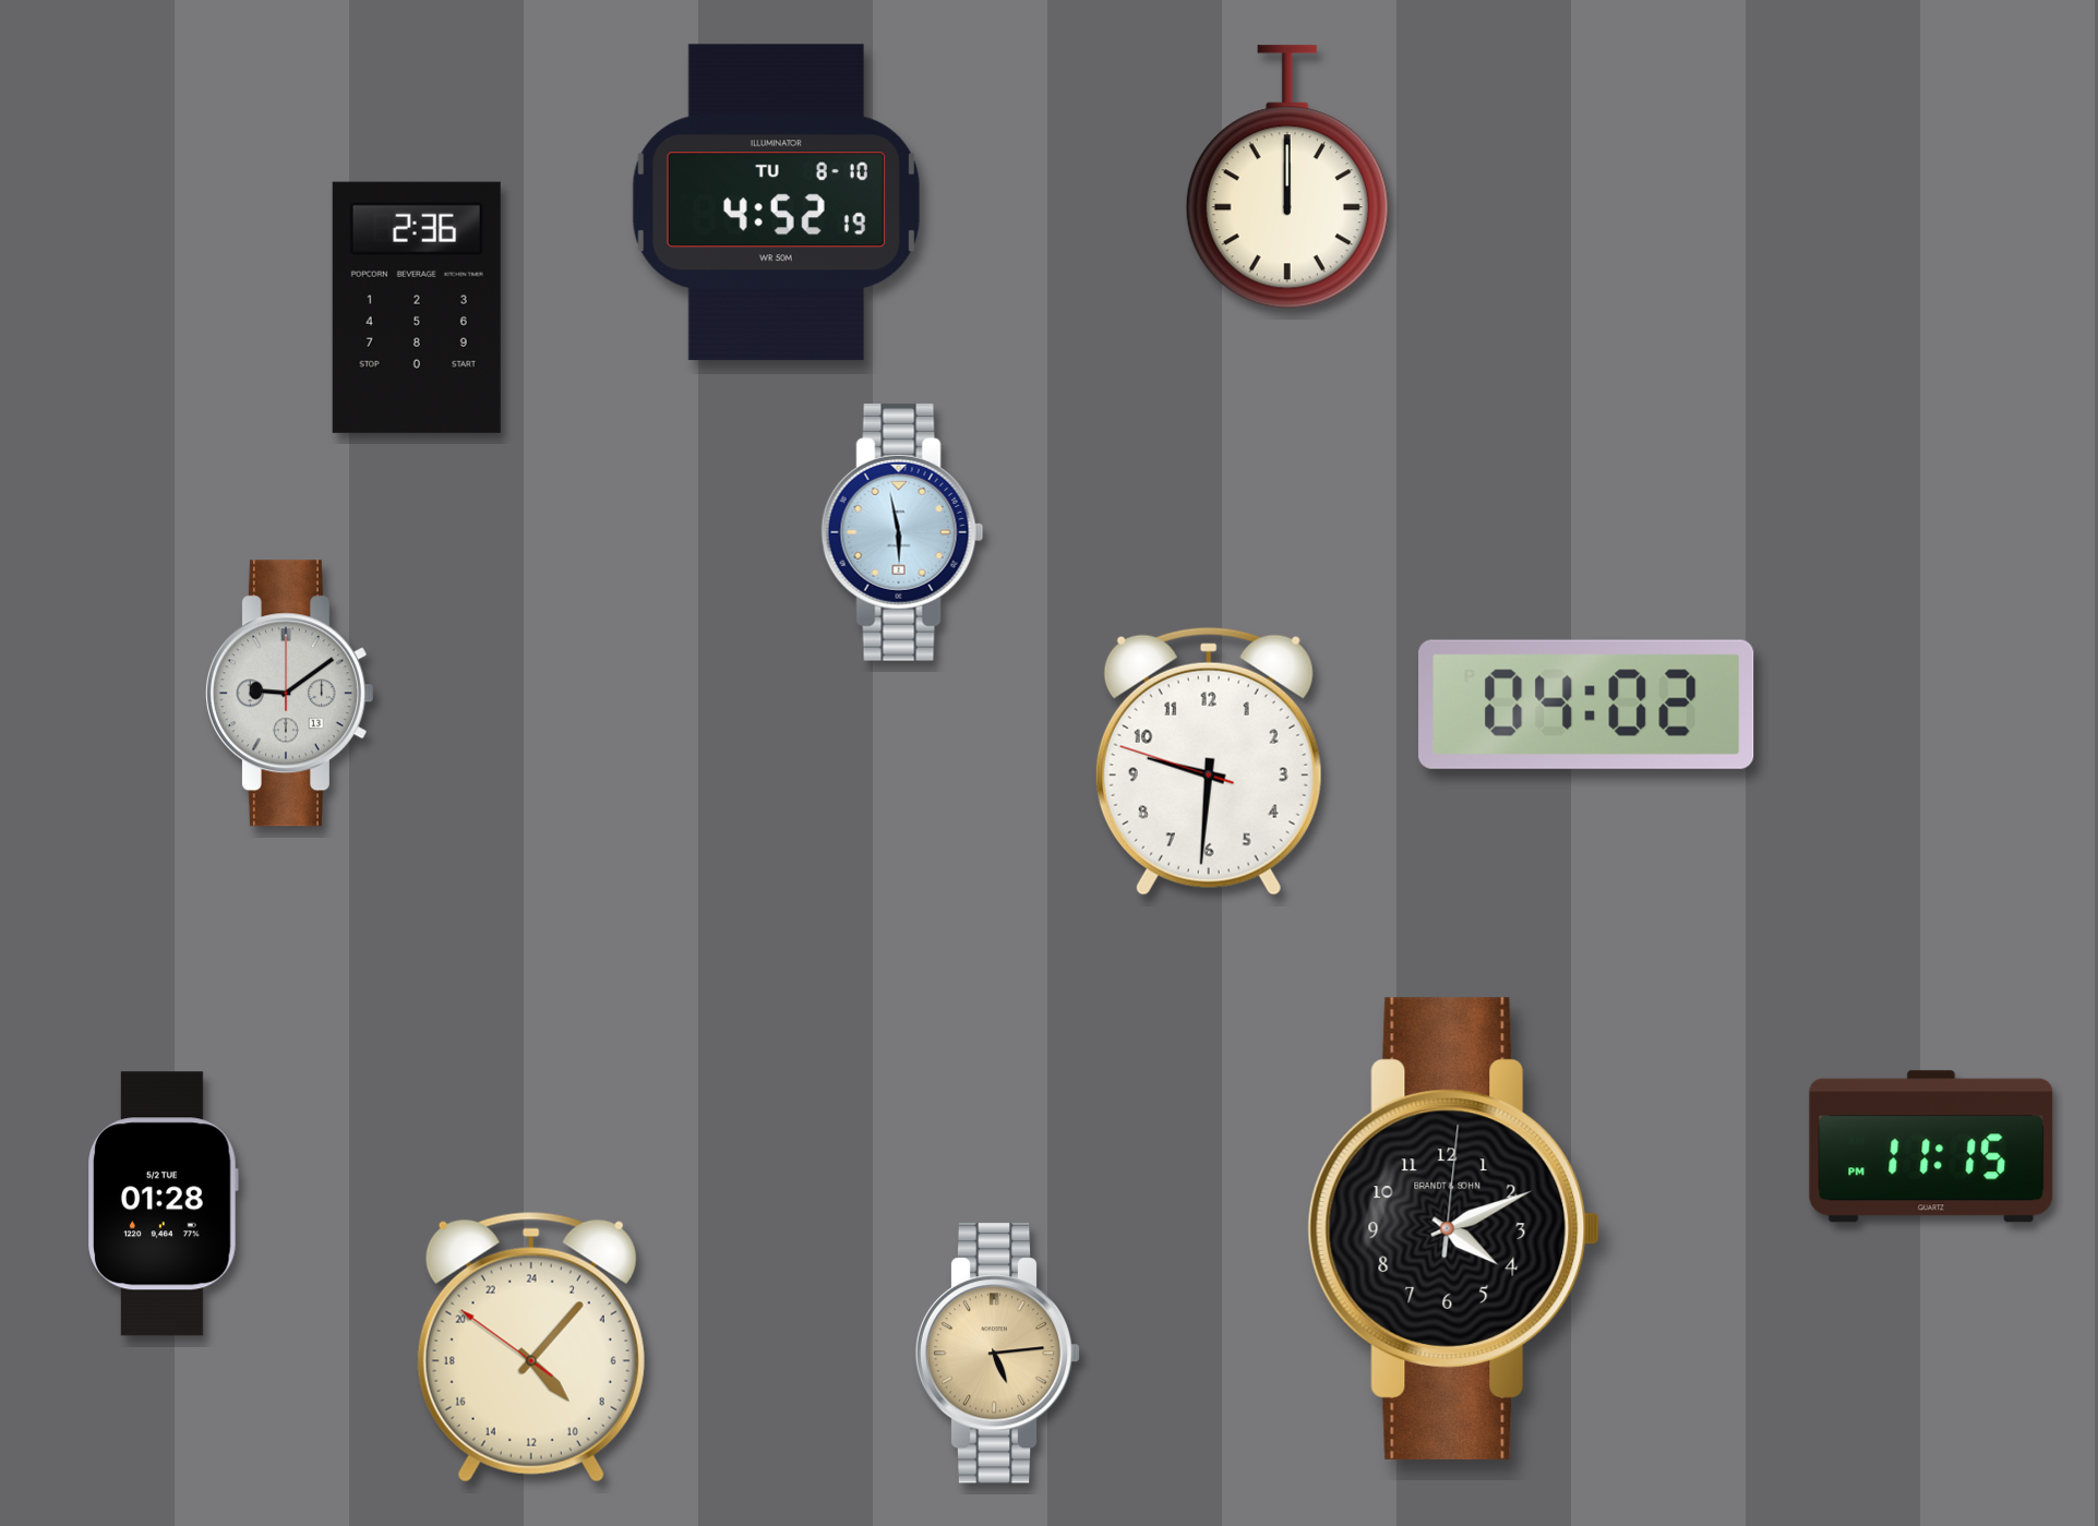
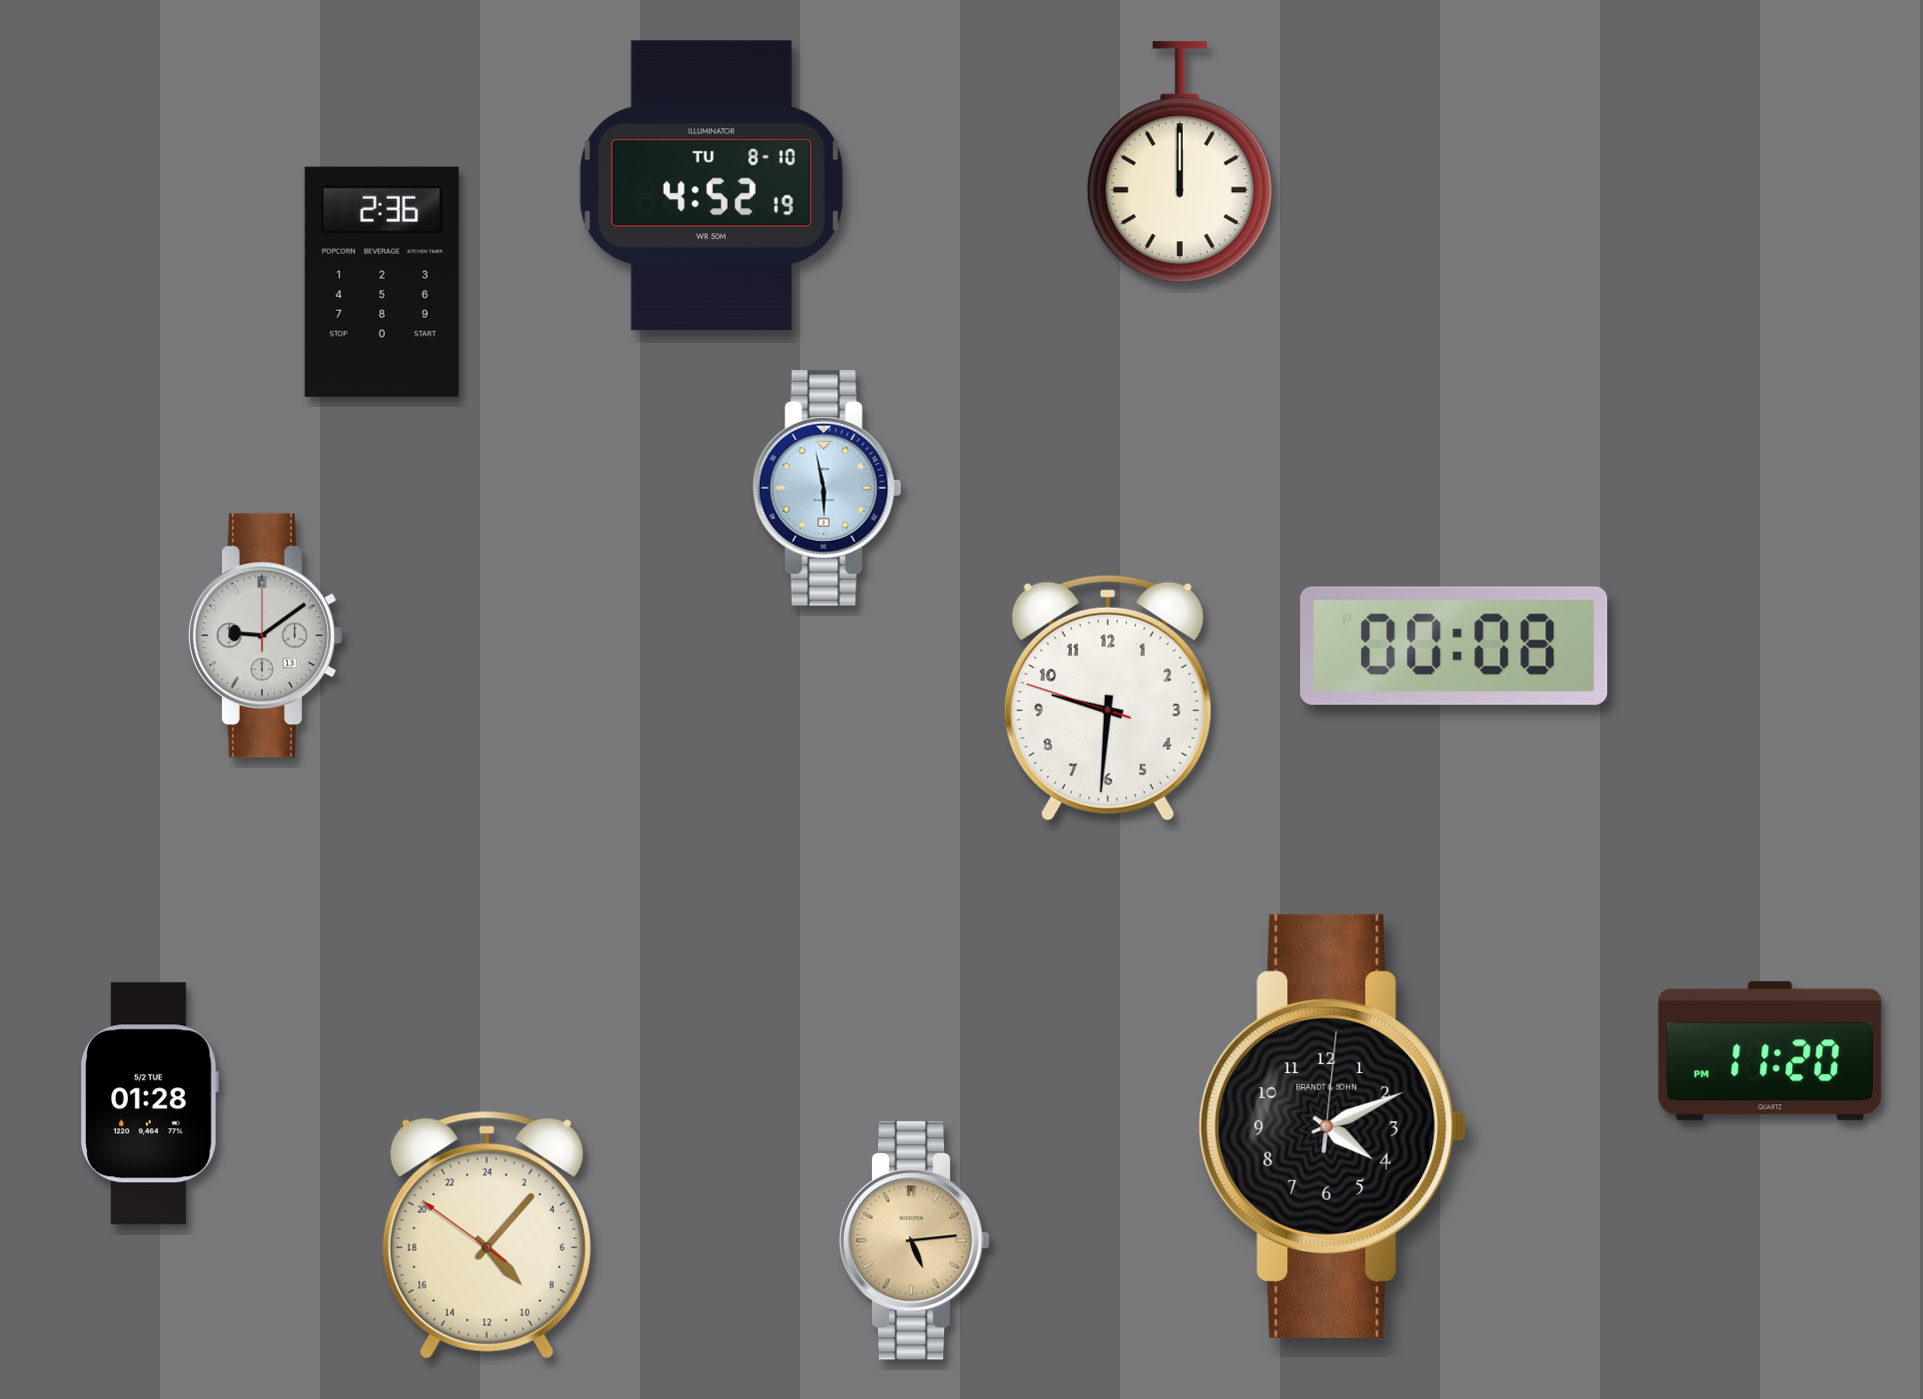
clock at (1586, 705): 04:02 -> 00:08
clock at (1931, 1146): 11:15 -> 11:20
